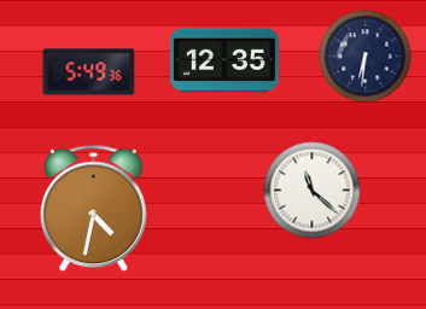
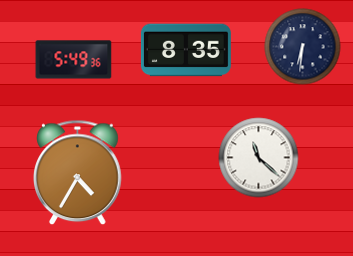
clock at (224, 60): 12:35 -> 8:35
clock at (94, 209): 4:32 -> 4:35
